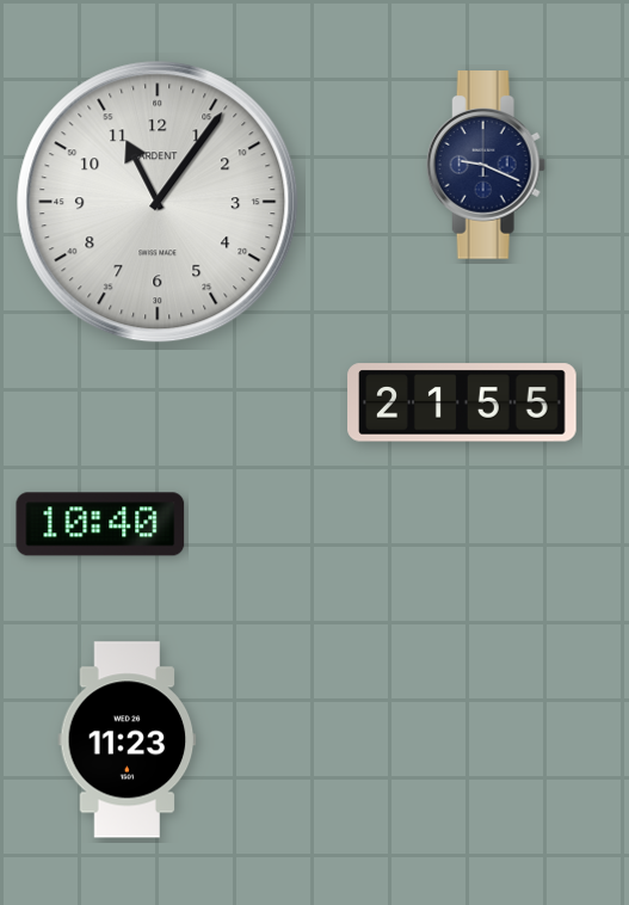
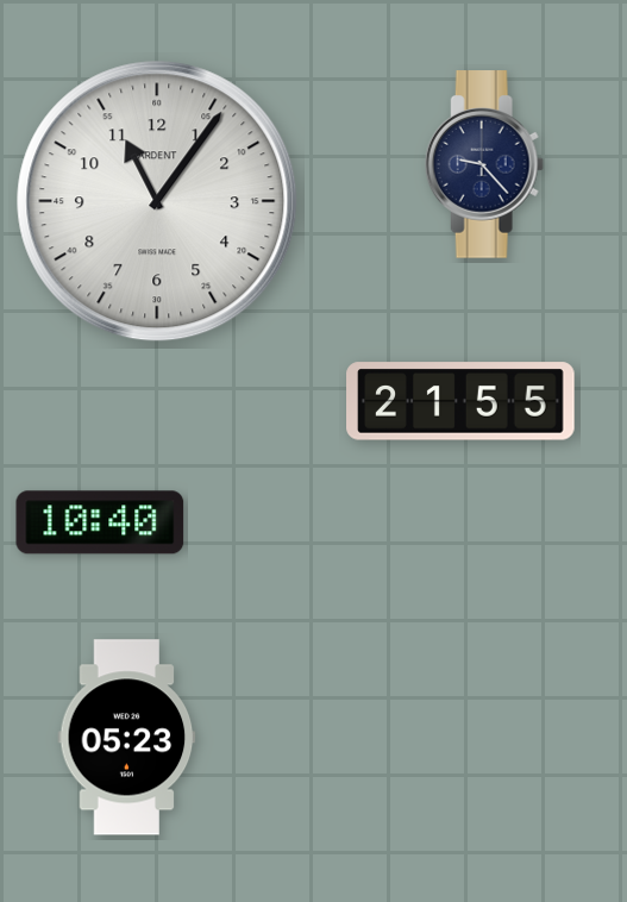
clock at (486, 165): 9:19 -> 9:23
clock at (128, 740): 11:23 -> 05:23
